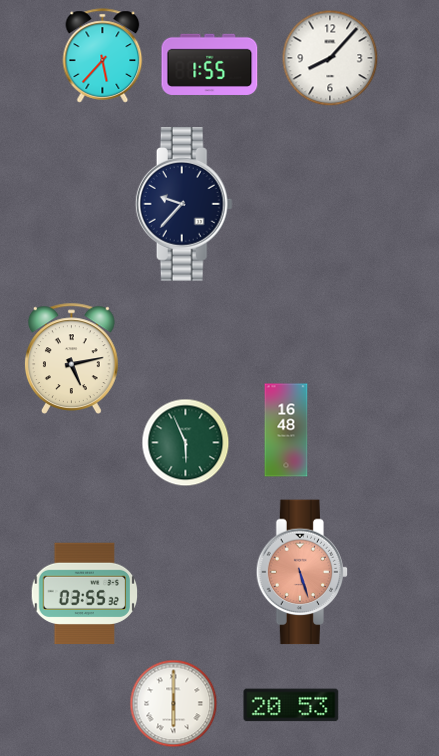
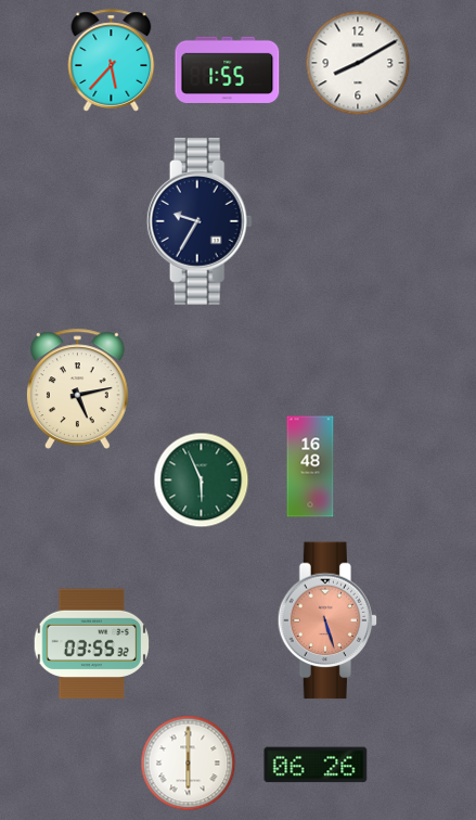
clock at (330, 58): 8:07 -> 8:10
clock at (184, 205): 9:37 -> 9:35
clock at (291, 705): 20:53 -> 06:26
